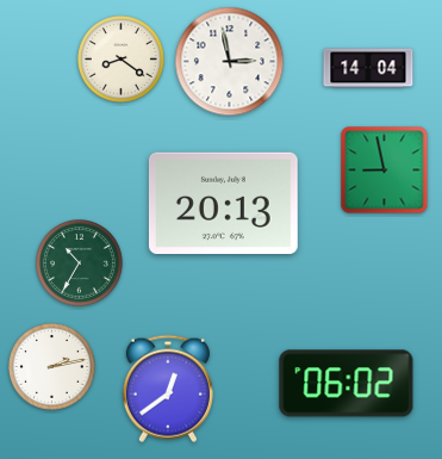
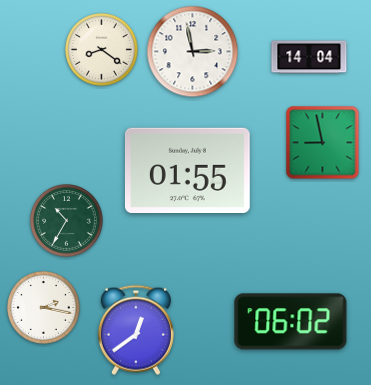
clock at (223, 203): 20:13 -> 01:55
clock at (52, 367): 2:13 -> 2:17
clock at (168, 389) position: (168, 389) -> (136, 330)
